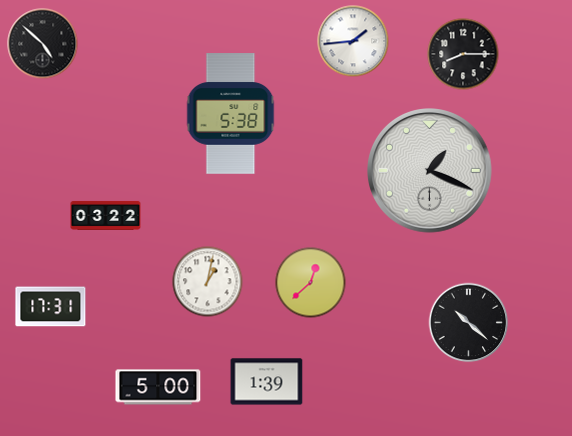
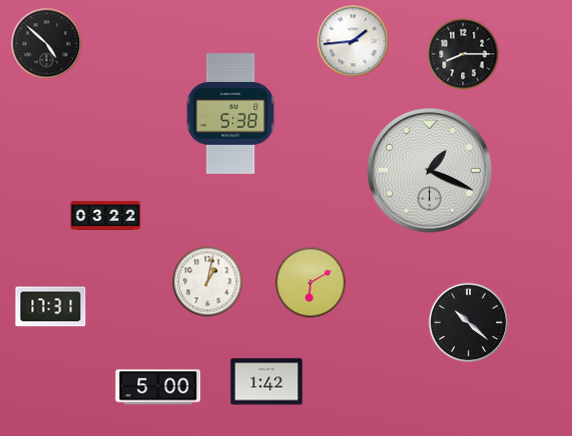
clock at (43, 44) position: (43, 44) -> (47, 44)
clock at (311, 283): 12:38 -> 6:10
clock at (267, 382): 1:39 -> 1:42
